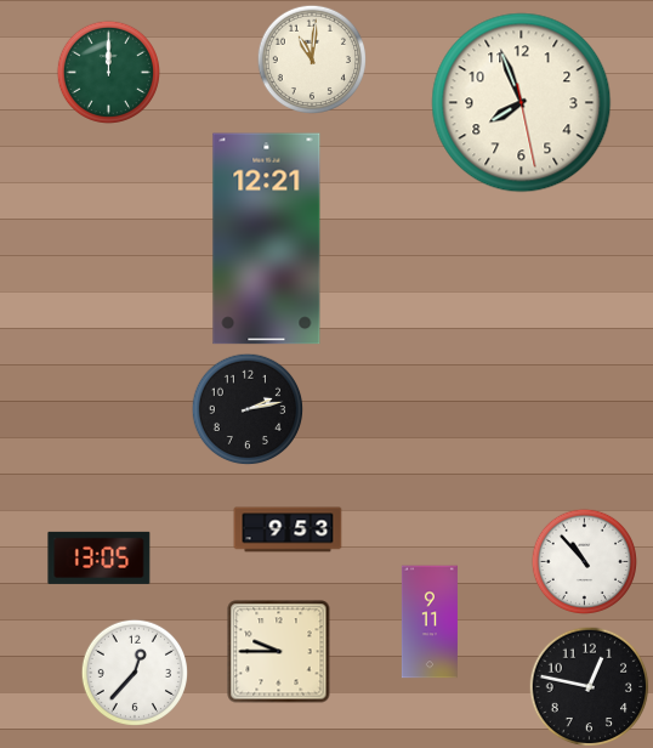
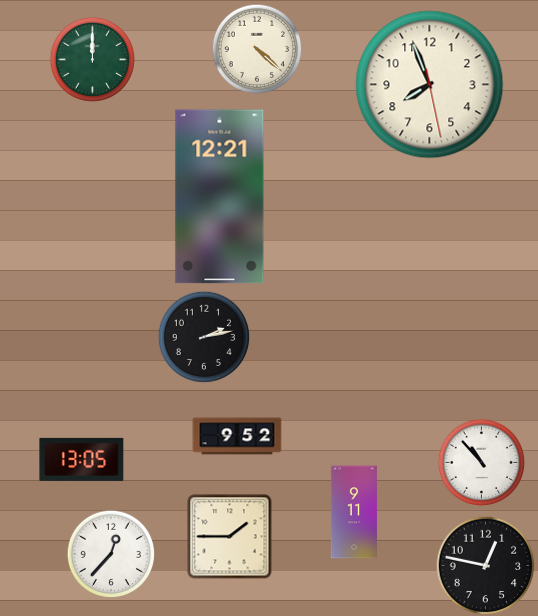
clock at (311, 58): 11:01 -> 4:22
clock at (108, 72) position: (108, 72) -> (92, 59)
clock at (288, 529): 9:53 -> 9:52
clock at (279, 652): 9:45 -> 1:45
